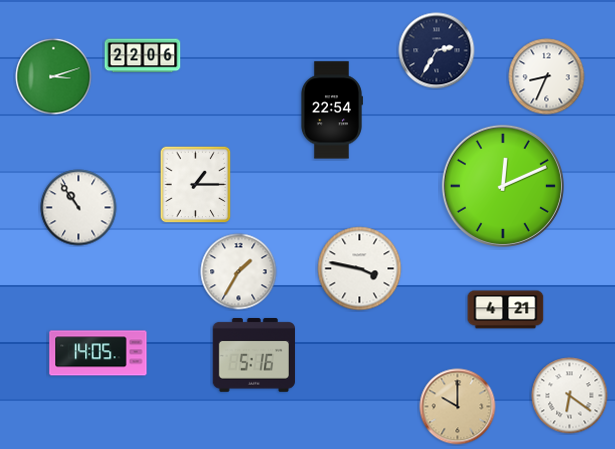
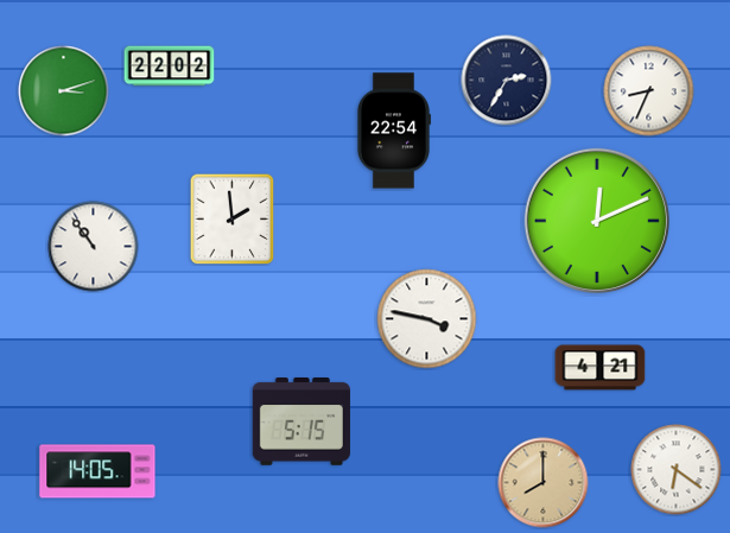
clock at (437, 51) position: (437, 51) -> (507, 81)
clock at (143, 56): 22:06 -> 22:02
clock at (196, 184): 1:15 -> 1:59
clock at (239, 272): 1:35 -> none
clock at (98, 353) position: (98, 353) -> (97, 471)
clock at (253, 356): 5:16 -> 5:15
clock at (458, 407): 10:00 -> 8:00
